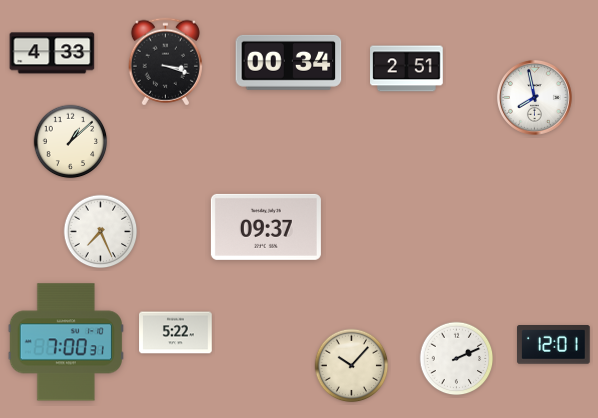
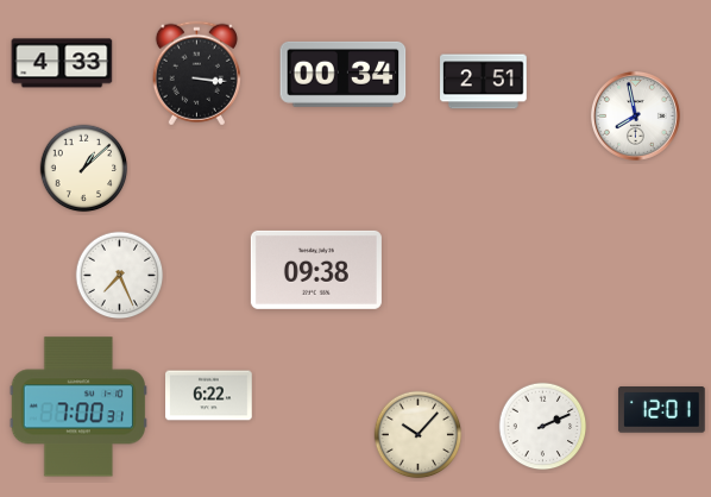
clock at (165, 62): 3:18 -> 3:16
clock at (266, 227): 09:37 -> 09:38
clock at (176, 333): 5:22 -> 6:22
clock at (554, 345) position: (554, 345) -> (662, 410)
